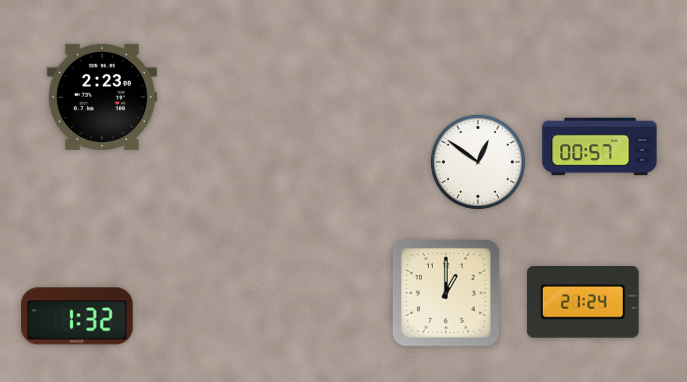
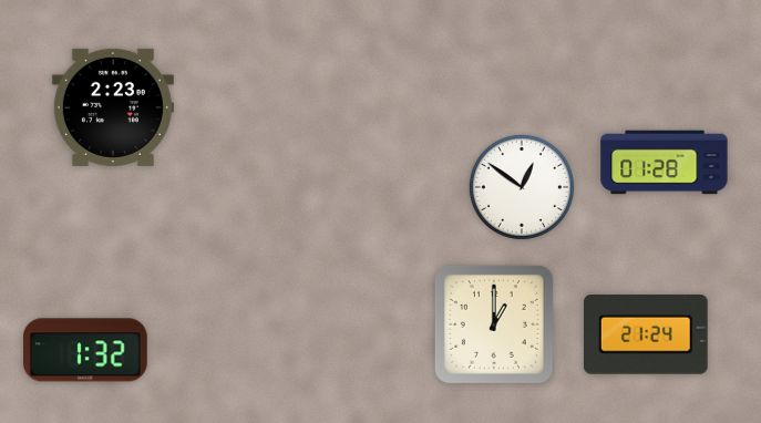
clock at (600, 147): 00:57 -> 01:28
clock at (478, 162) position: (478, 162) -> (522, 187)
